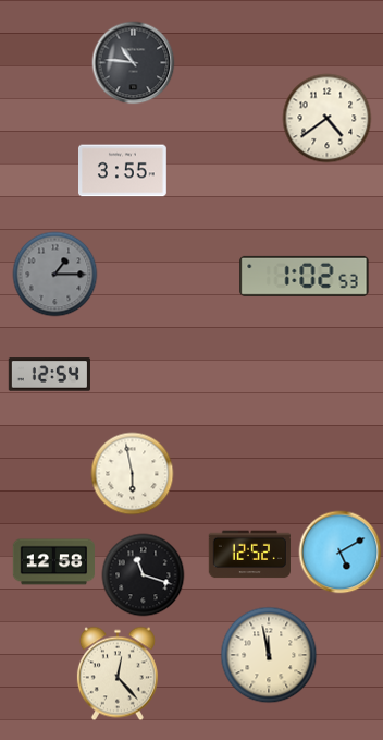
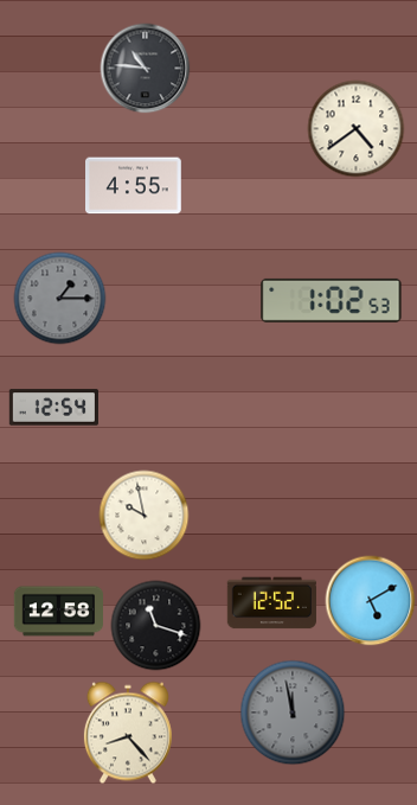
clock at (123, 171): 3:55 -> 4:55
clock at (133, 474): 5:58 -> 9:58
clock at (269, 655) dial: cream -> grey
clock at (118, 674): 12:23 -> 8:23
